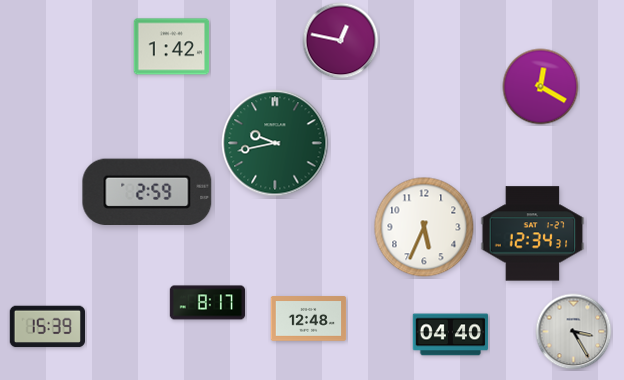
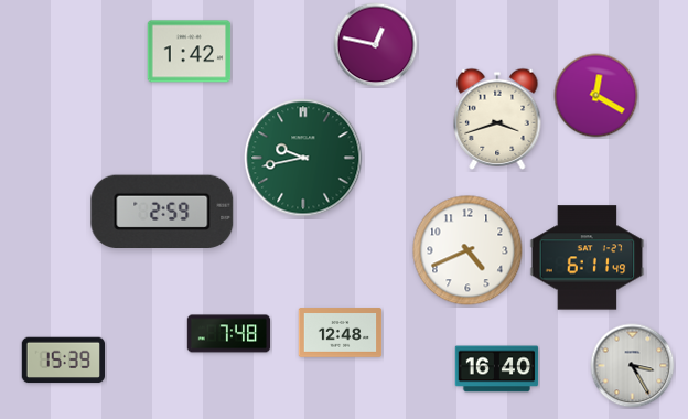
clock at (497, 119): none -> 3:42
clock at (424, 227): 5:34 -> 4:41
clock at (533, 234): 12:34 -> 6:11
clock at (208, 303): 8:17 -> 7:48
clock at (309, 319) position: (309, 319) -> (341, 333)
clock at (47, 327) position: (47, 327) -> (63, 361)
clock at (451, 335): 04:40 -> 16:40
